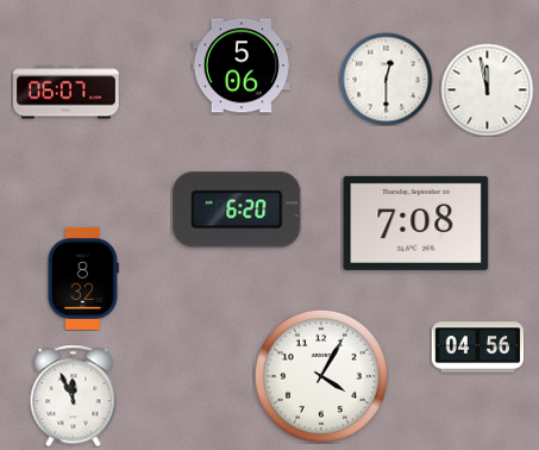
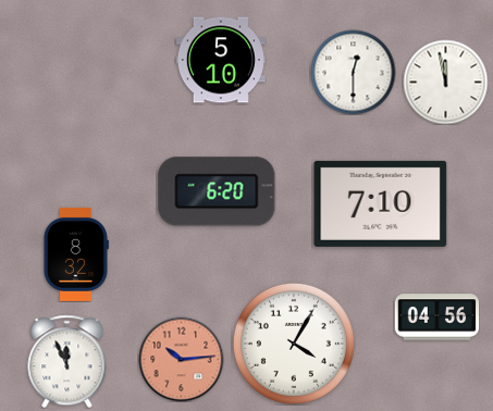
clock at (242, 65): 5:06 -> 5:10
clock at (67, 93): 06:07 -> none
clock at (416, 223): 7:08 -> 7:10
clock at (181, 359): none -> 10:14
